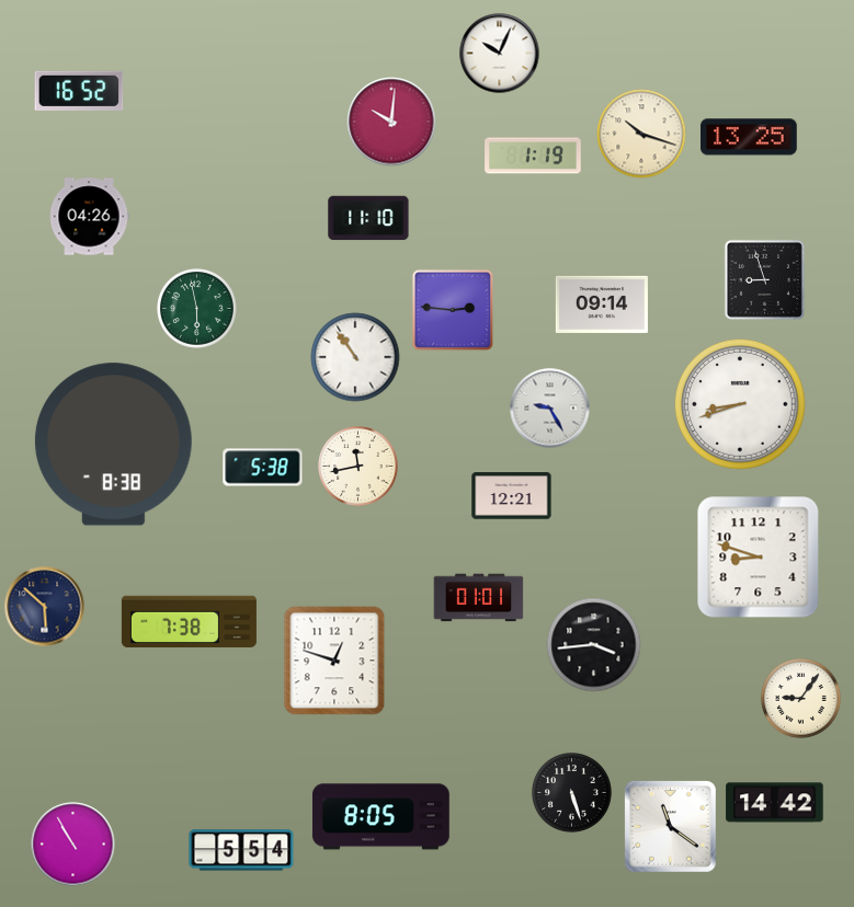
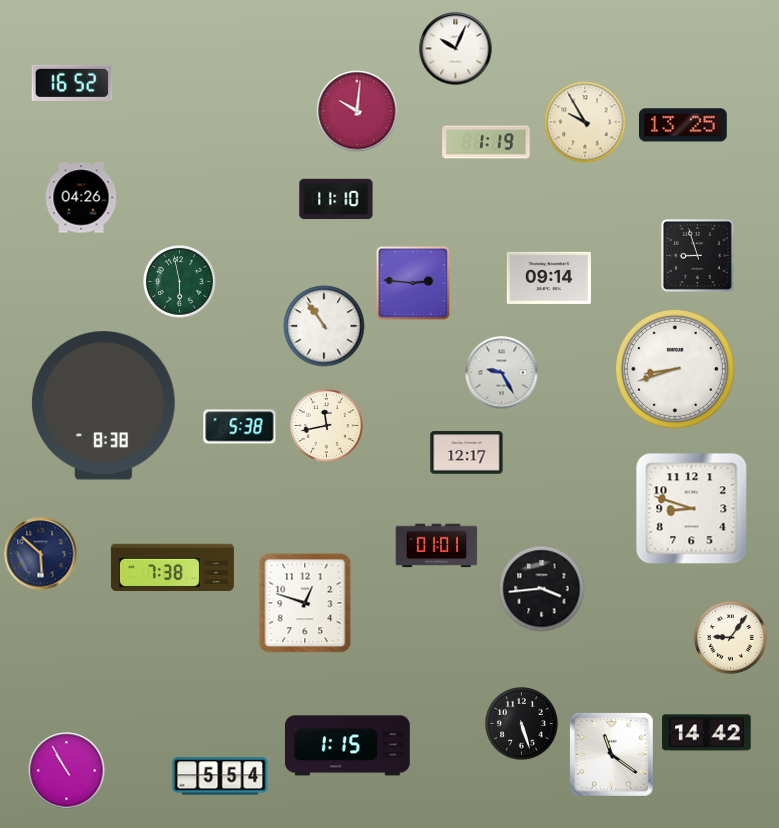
clock at (641, 134): 10:18 -> 9:55
clock at (512, 496): 12:21 -> 12:17
clock at (380, 817): 8:05 -> 1:15
